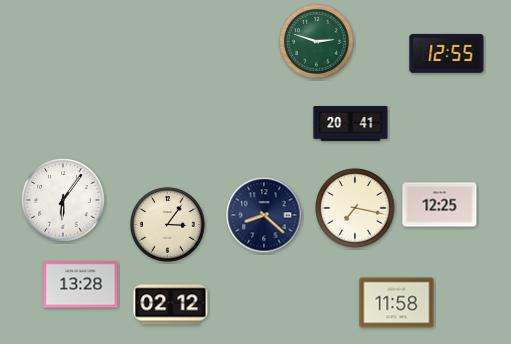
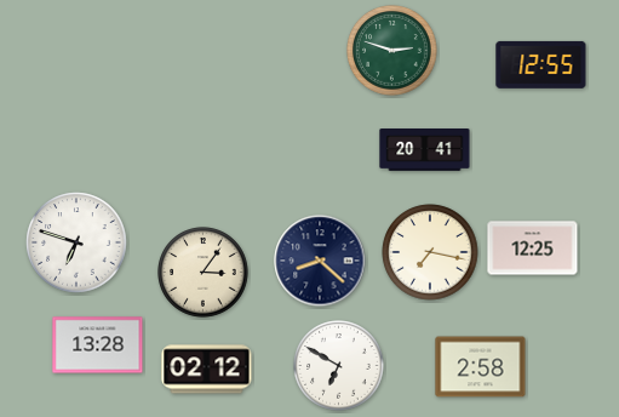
clock at (317, 42) position: (317, 42) -> (392, 51)
clock at (63, 200): 6:06 -> 6:48
clock at (339, 366): none -> 6:50
clock at (397, 303): 11:58 -> 2:58
